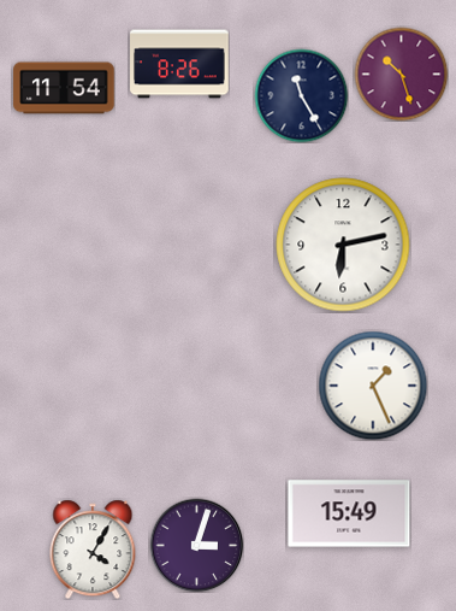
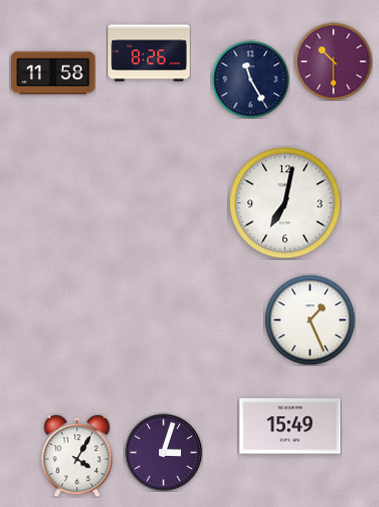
clock at (401, 74): 10:27 -> 10:30
clock at (64, 88): 11:54 -> 11:58
clock at (343, 245): 6:13 -> 7:02
